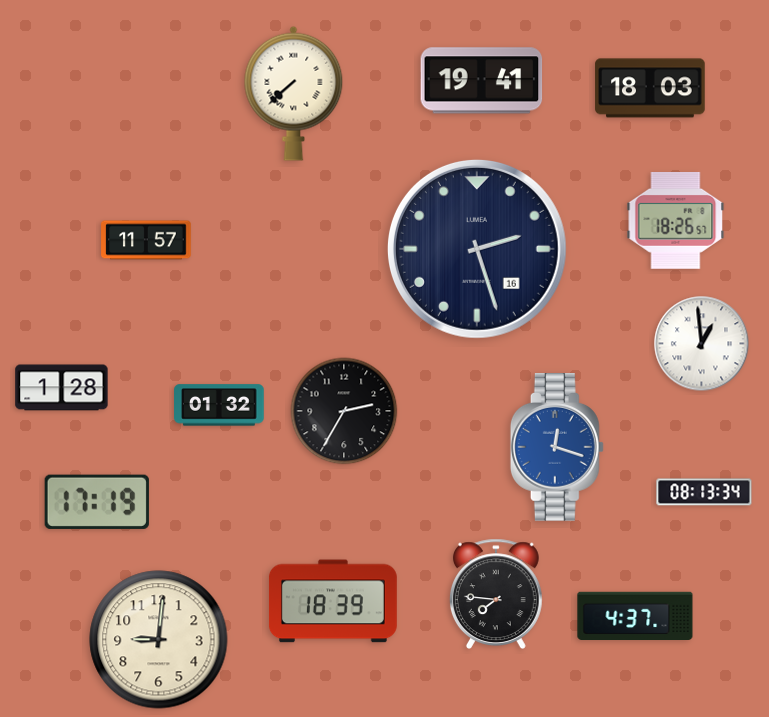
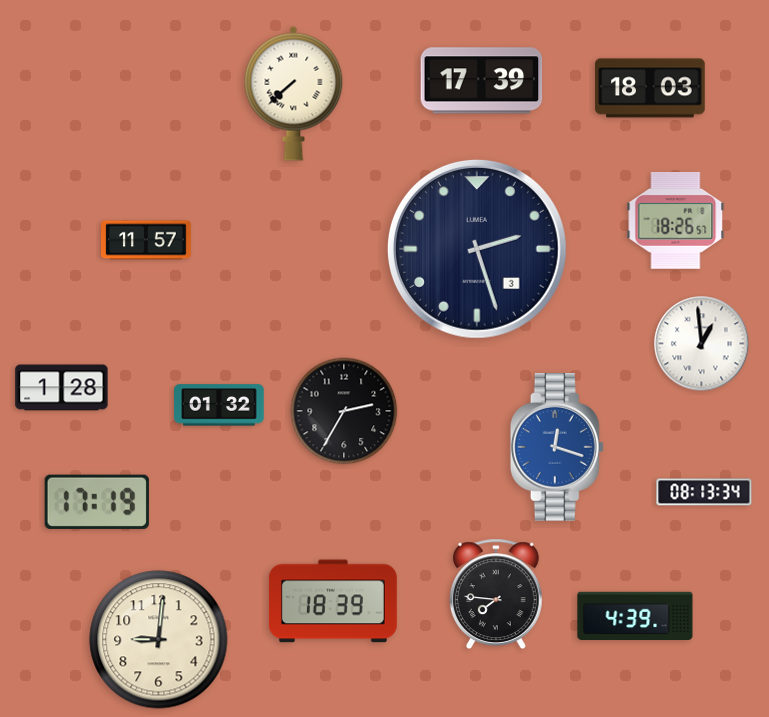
clock at (482, 81): 19:41 -> 17:39
clock at (477, 249) date: 16 -> 3
clock at (635, 616): 4:37 -> 4:39
